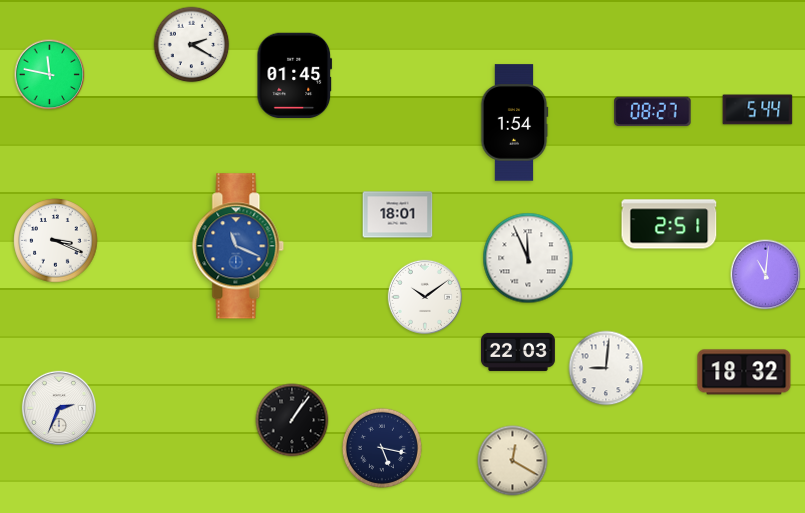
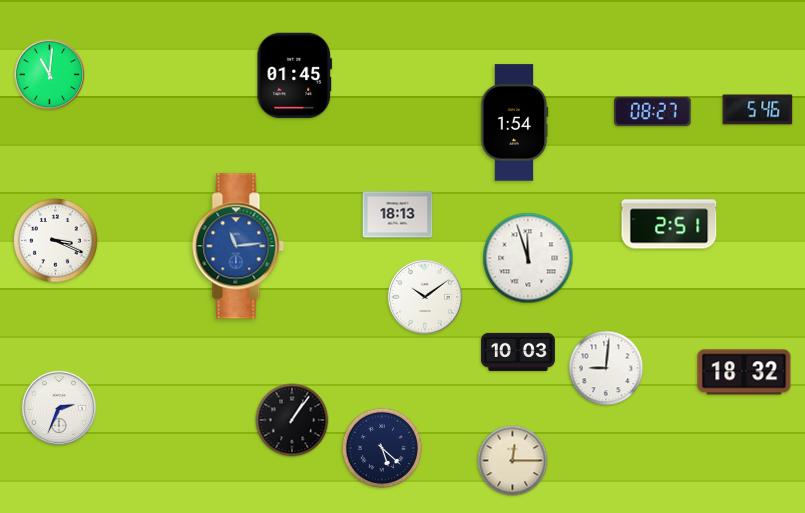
clock at (192, 45): 2:20 -> none
clock at (50, 75): 11:47 -> 11:01
clock at (758, 110): 5:44 -> 5:46
clock at (398, 215): 18:01 -> 18:13
clock at (238, 246): 11:19 -> 11:14
clock at (528, 258): 11:56 -> 11:57
clock at (766, 275): 11:01 -> none
clock at (518, 352): 22:03 -> 10:03
clock at (382, 448): 5:17 -> 5:22
clock at (513, 461): 12:20 -> 12:15
